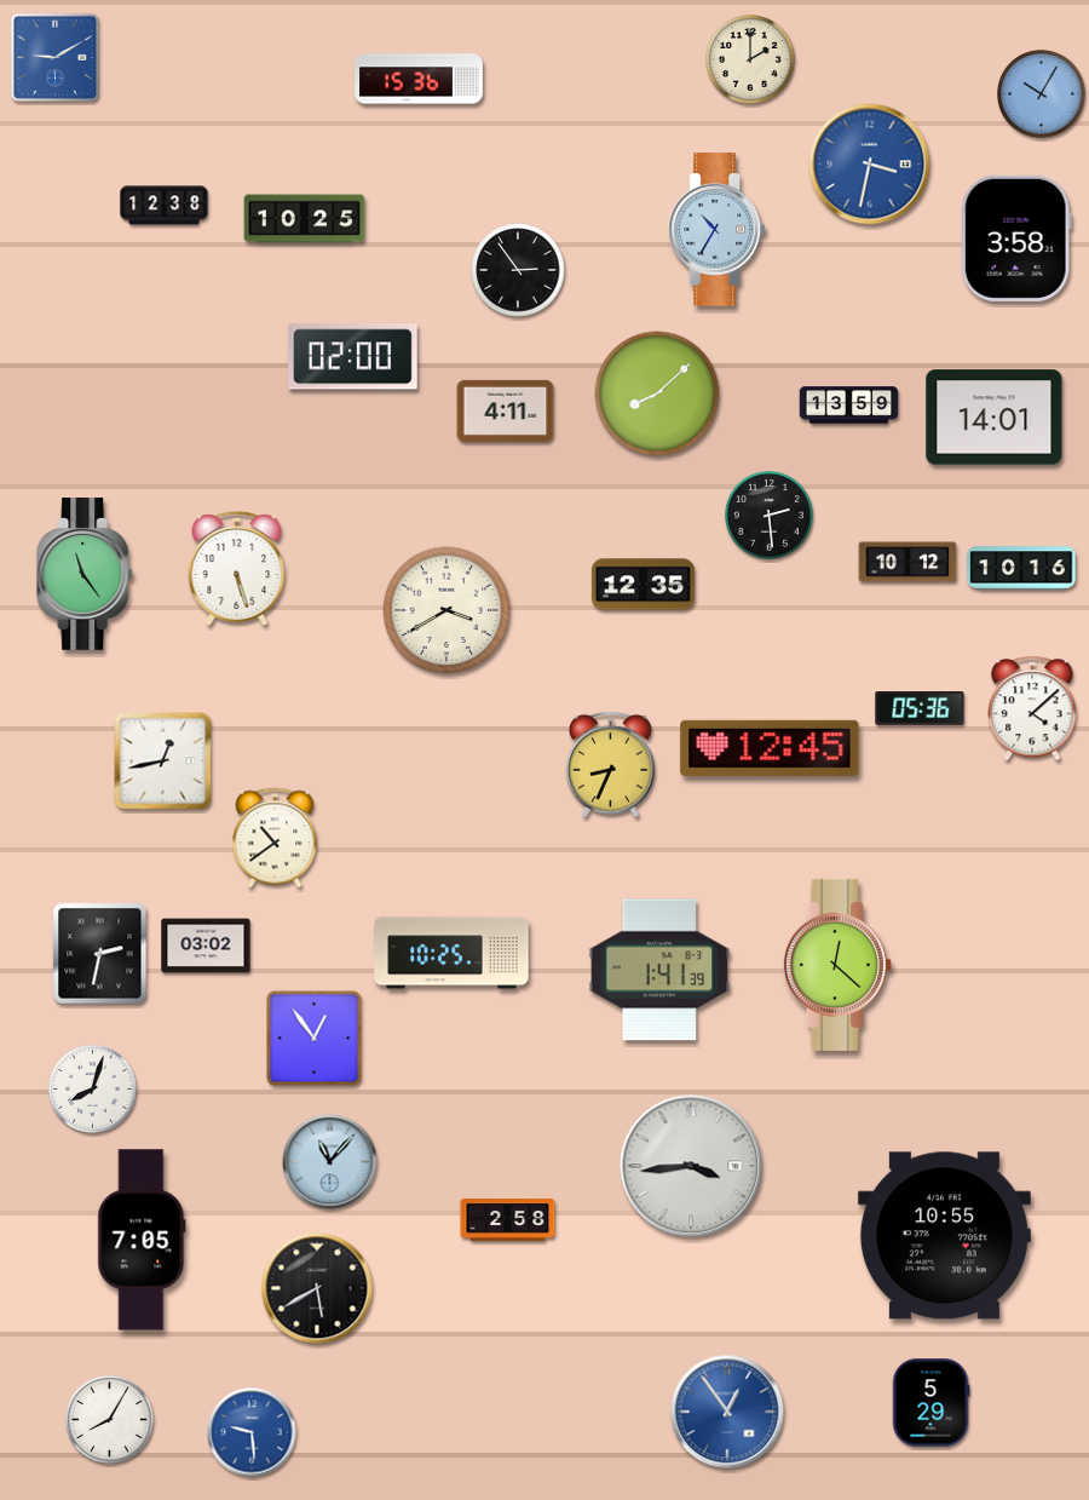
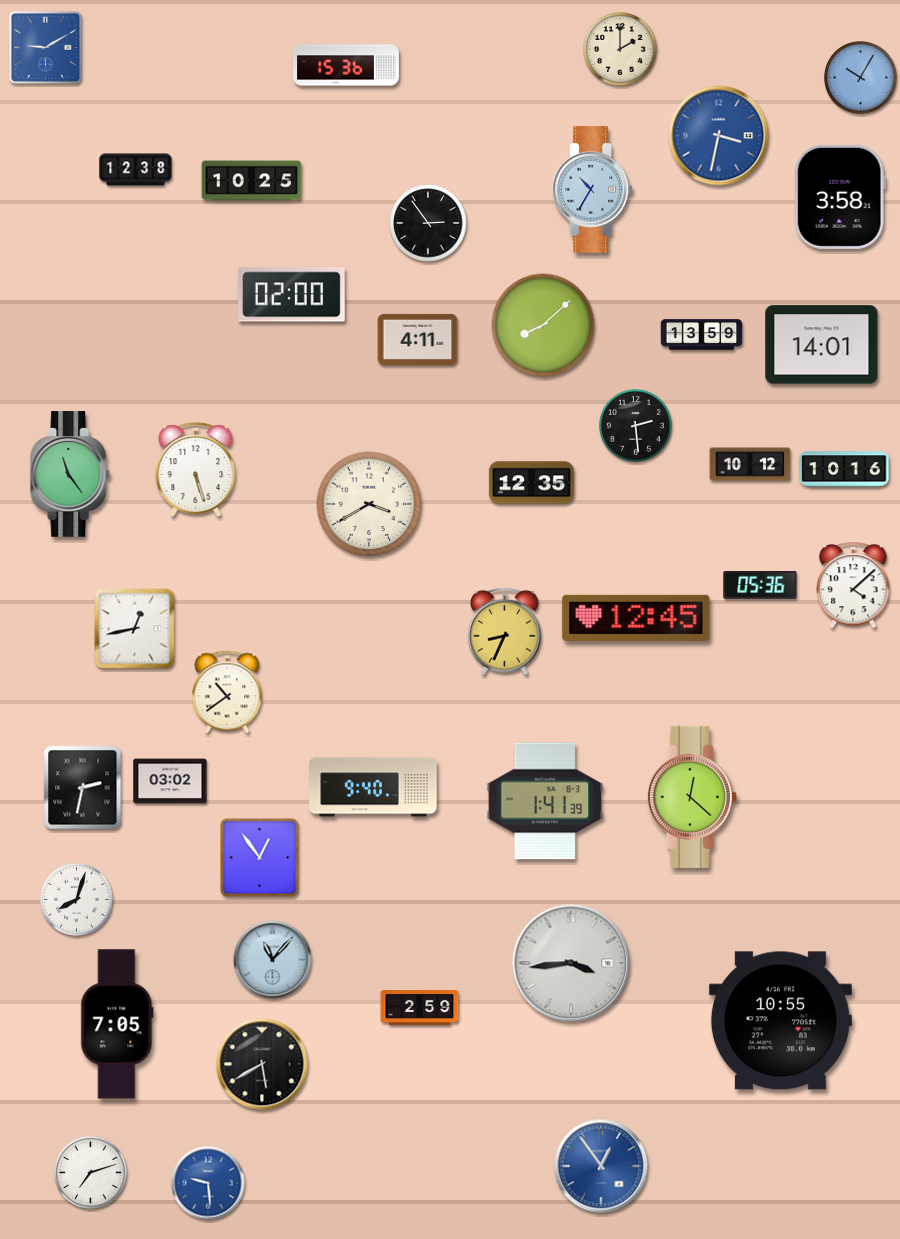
clock at (451, 953): 10:25 -> 9:40
clock at (508, 1220): 2:58 -> 2:59
clock at (930, 1403): 5:29 -> none
clock at (110, 1420): 8:05 -> 7:12
